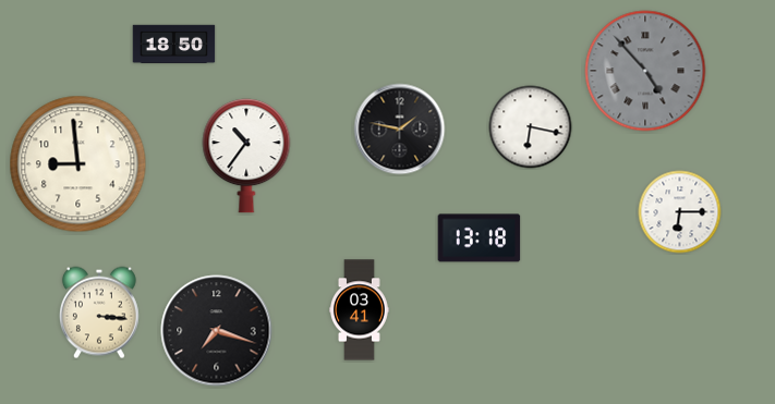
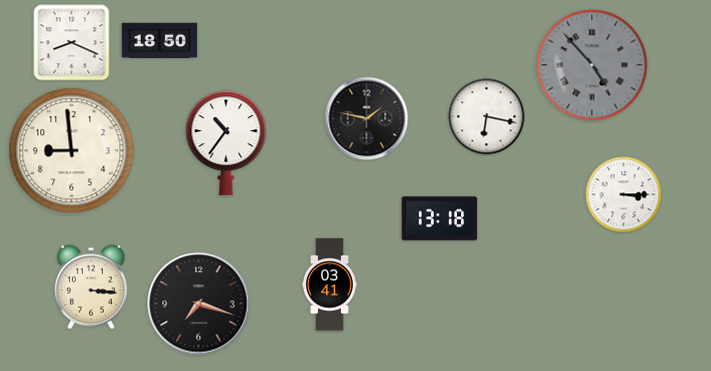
clock at (72, 43): none -> 8:19
clock at (680, 212): 6:15 -> 3:15
